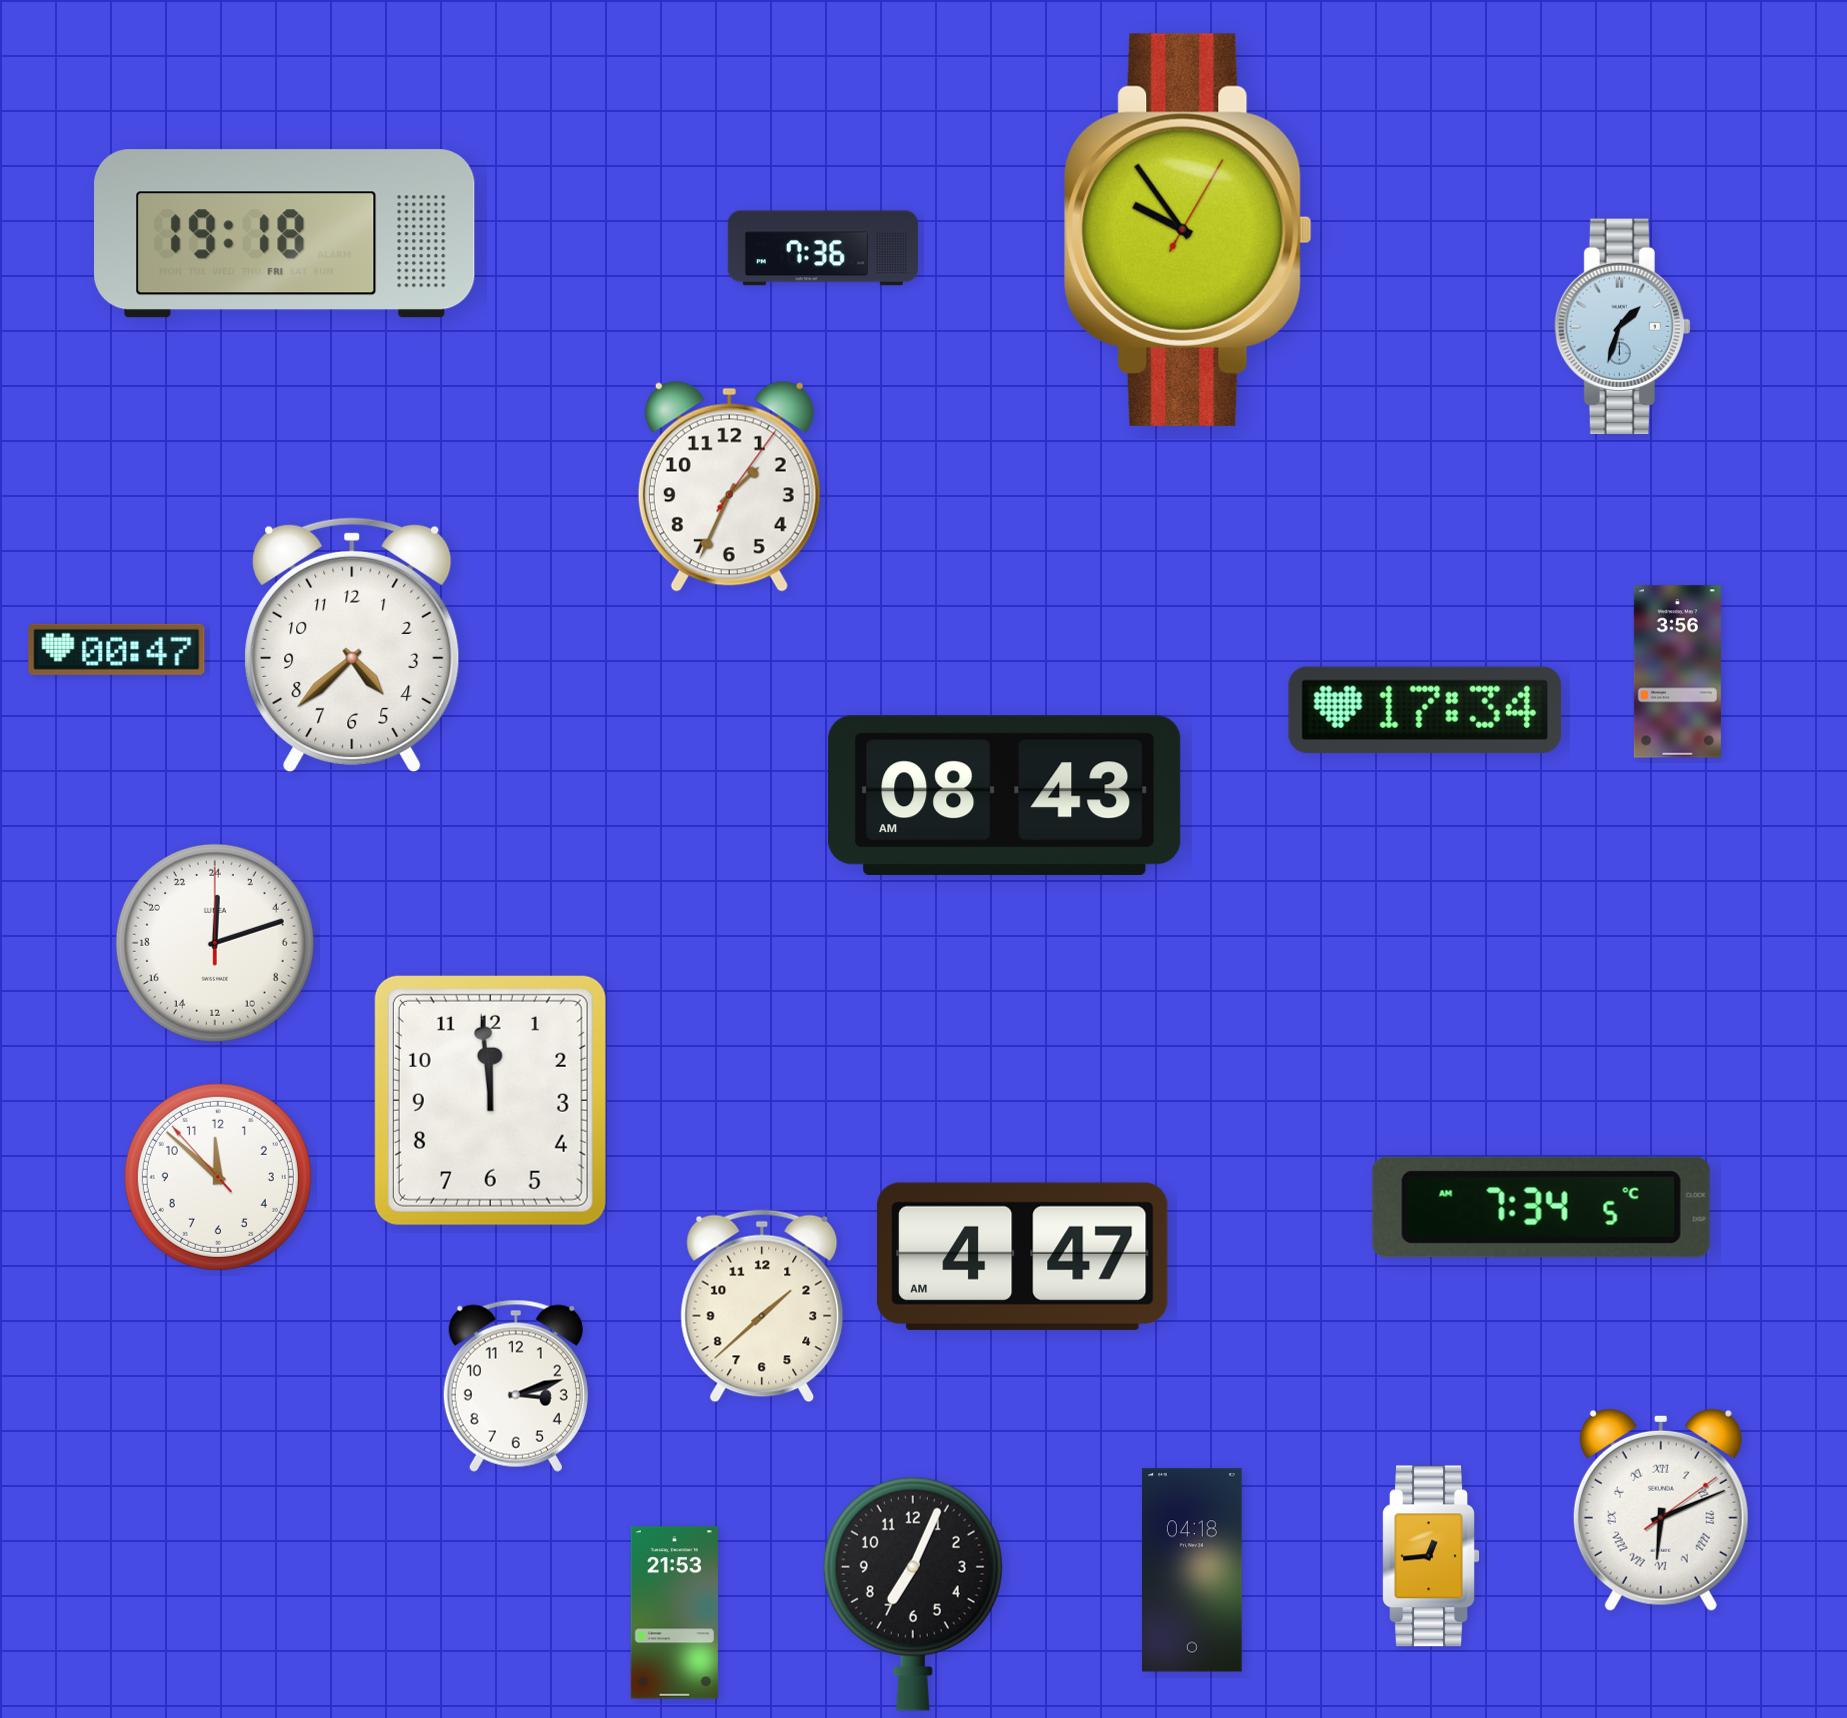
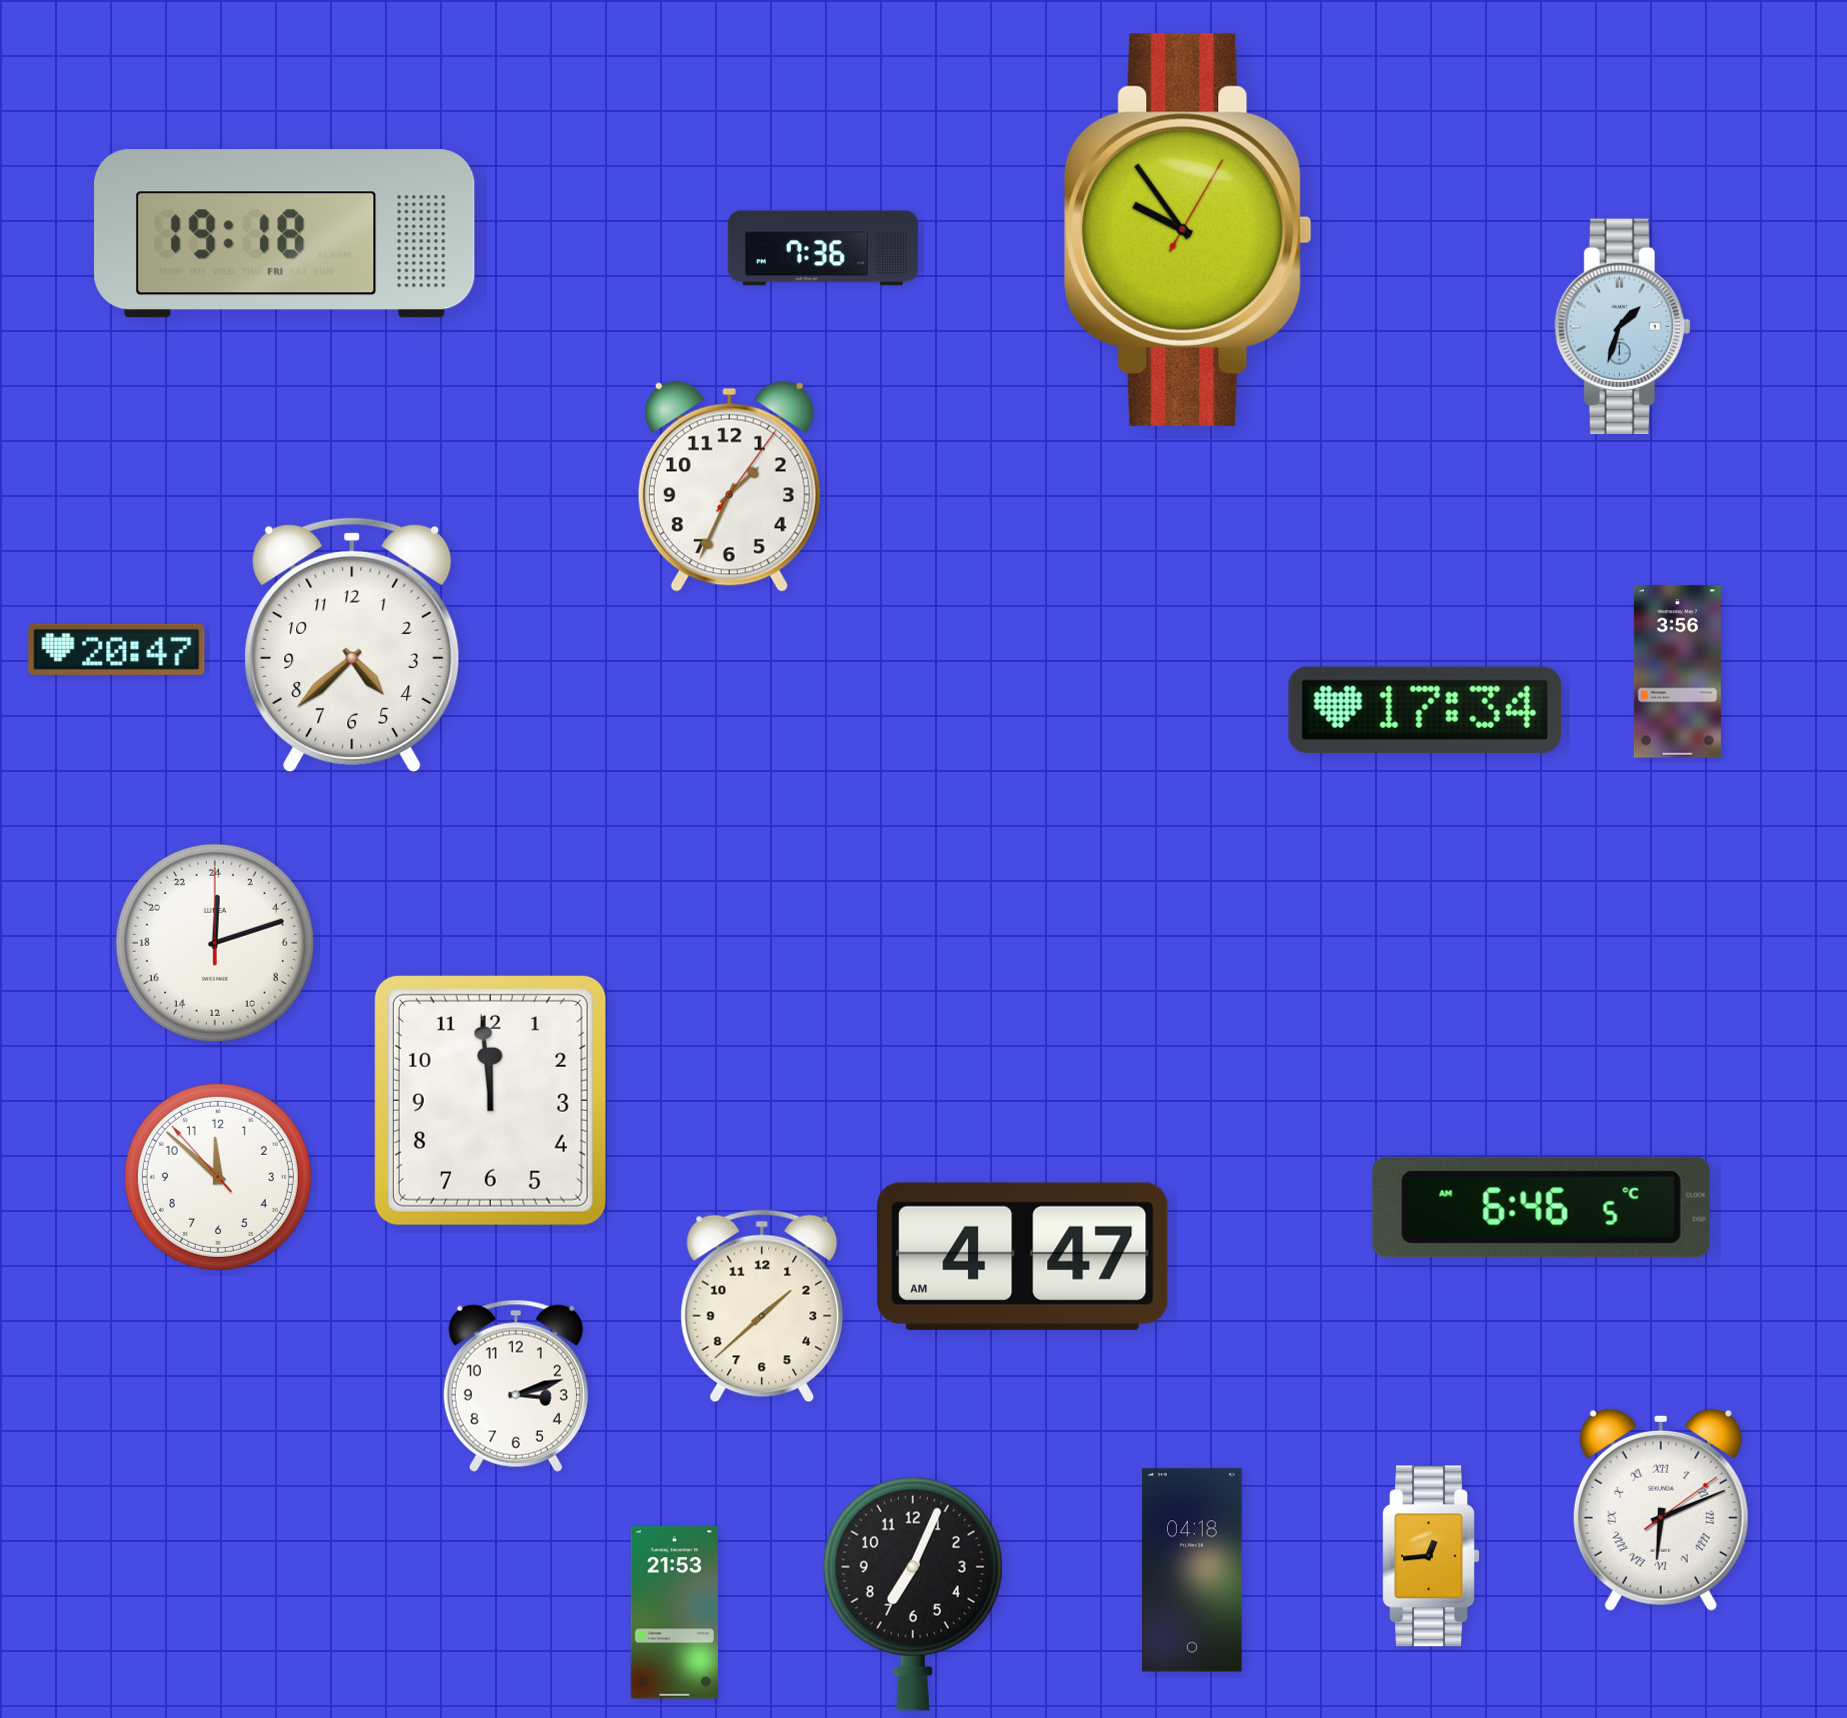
clock at (117, 649): 00:47 -> 20:47
clock at (1005, 795): 08:43 -> none
clock at (1541, 1207): 7:34 -> 6:46
